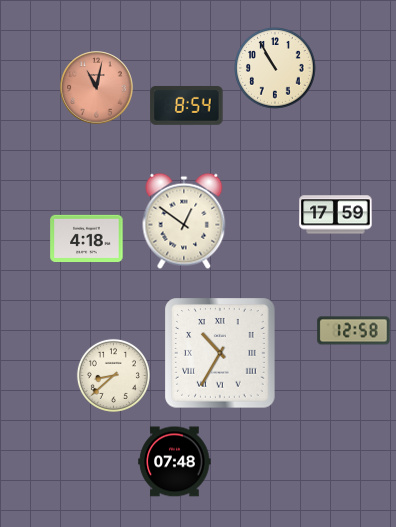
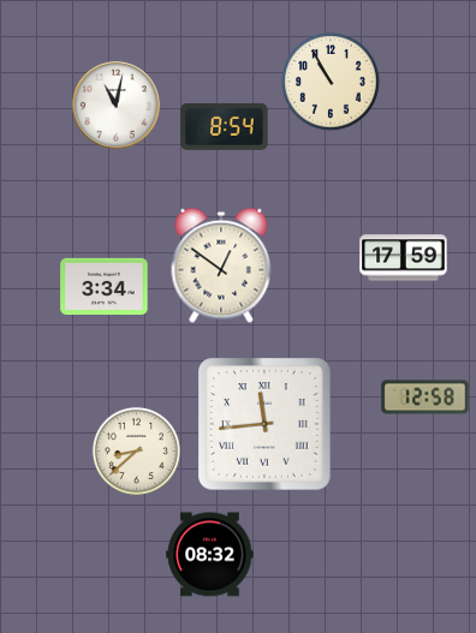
clock at (97, 88) dial: salmon -> white
clock at (87, 238): 4:18 -> 3:34
clock at (220, 353): 10:35 -> 11:44
clock at (175, 462): 07:48 -> 08:32
